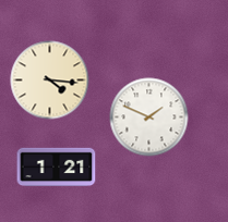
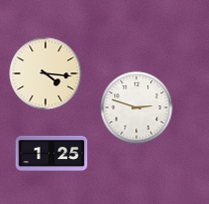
clock at (149, 118): 1:49 -> 2:48
clock at (57, 168): 1:21 -> 1:25
